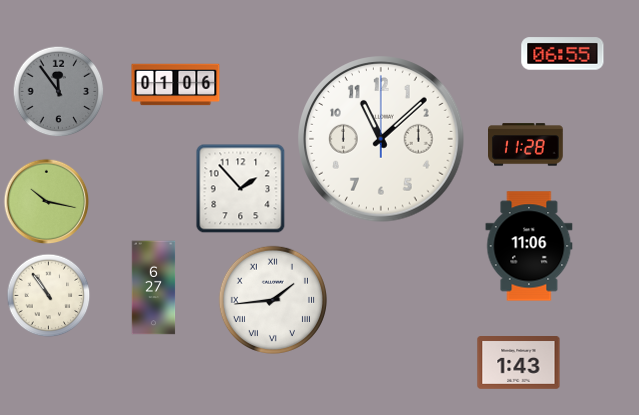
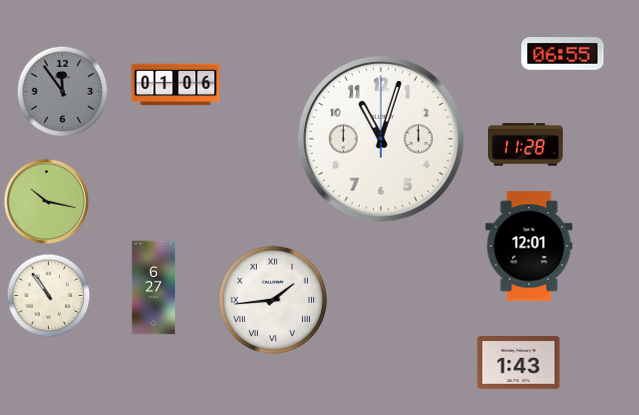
clock at (59, 92) position: (59, 92) -> (63, 92)
clock at (381, 139): 11:08 -> 11:03
clock at (241, 189): 1:53 -> none
clock at (529, 246): 11:06 -> 12:01
